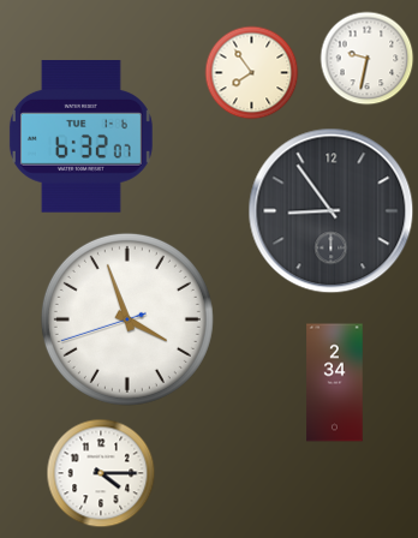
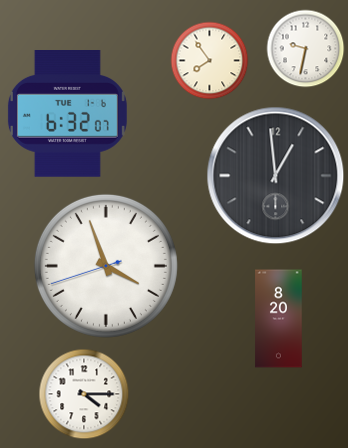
clock at (332, 211): 8:54 -> 12:59
clock at (335, 383): 2:34 -> 8:20
